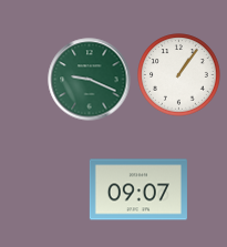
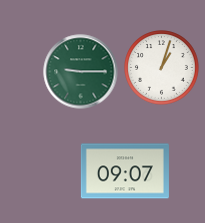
clock at (179, 75): 1:06 -> 1:03
clock at (90, 80): 9:19 -> 9:15
